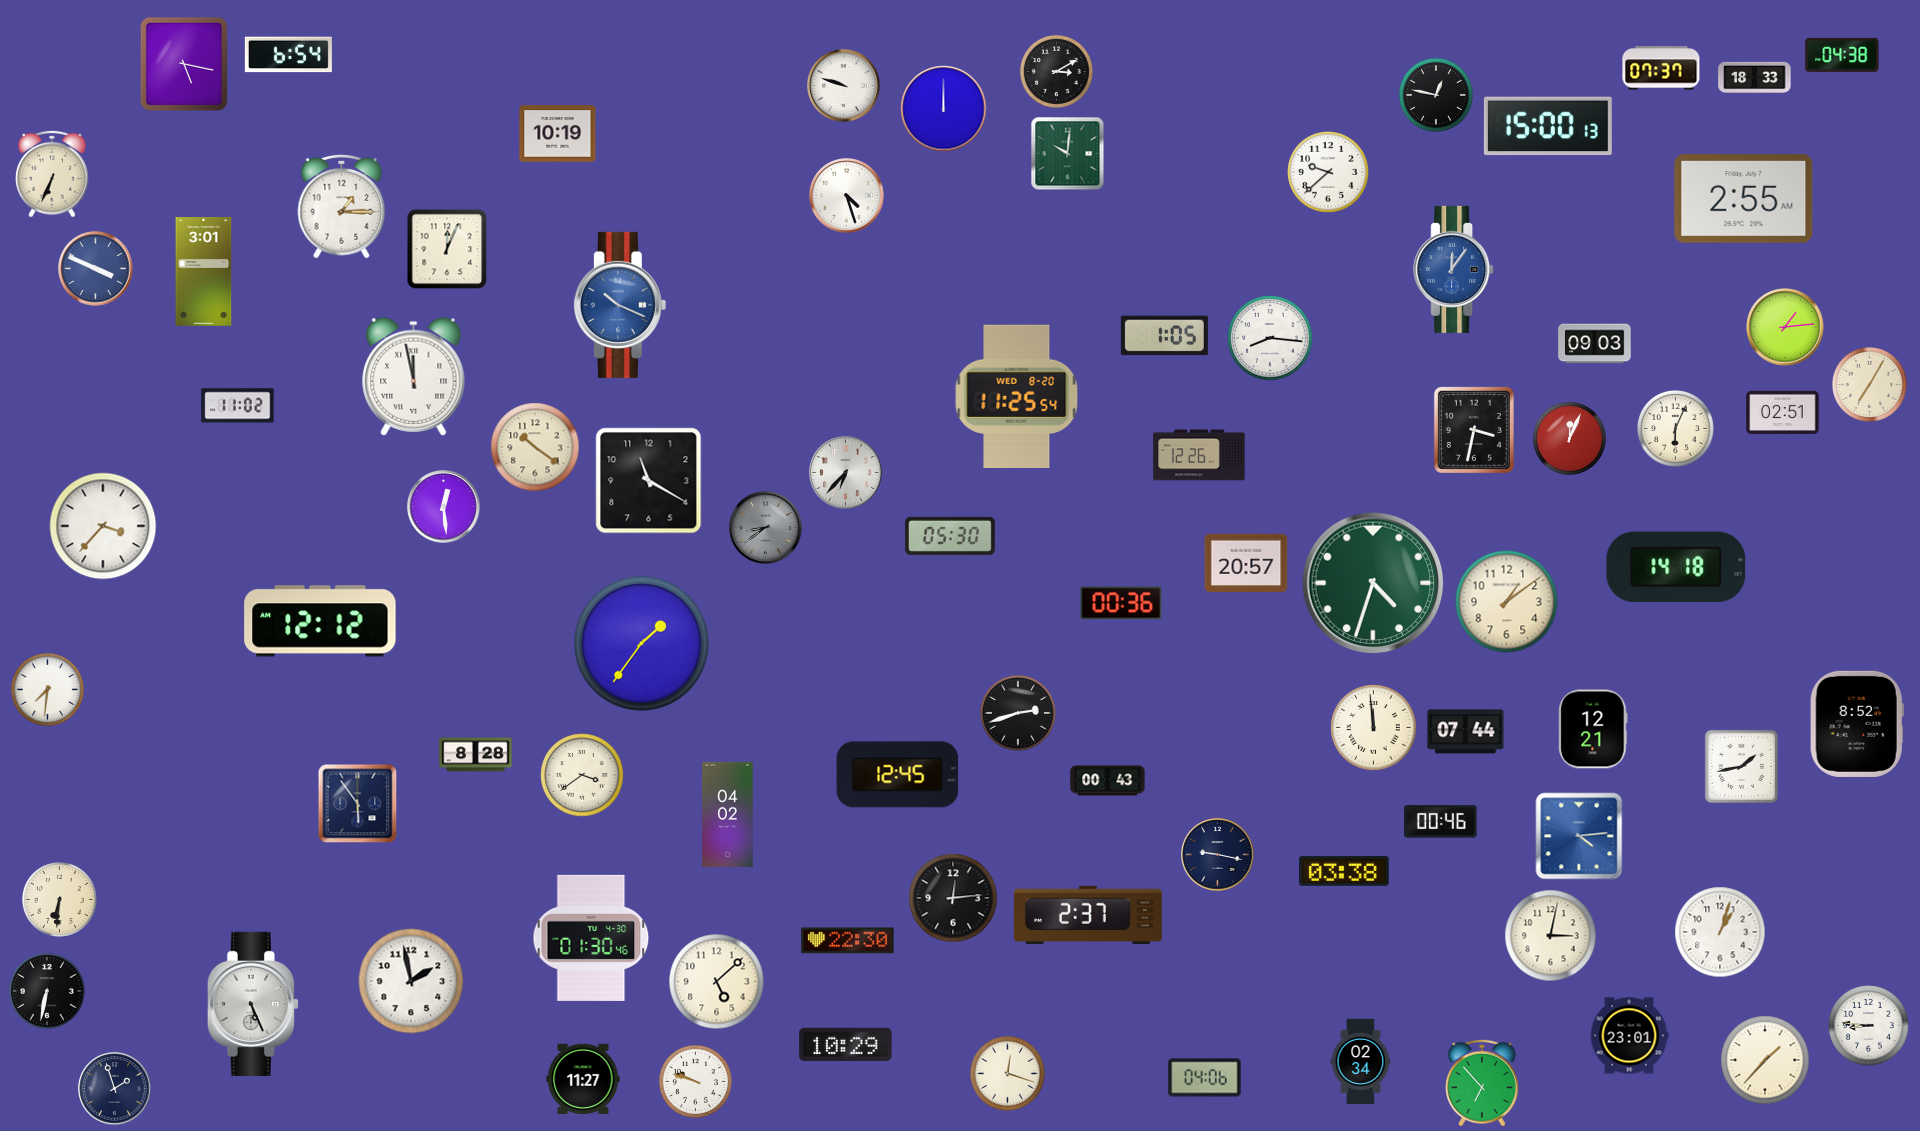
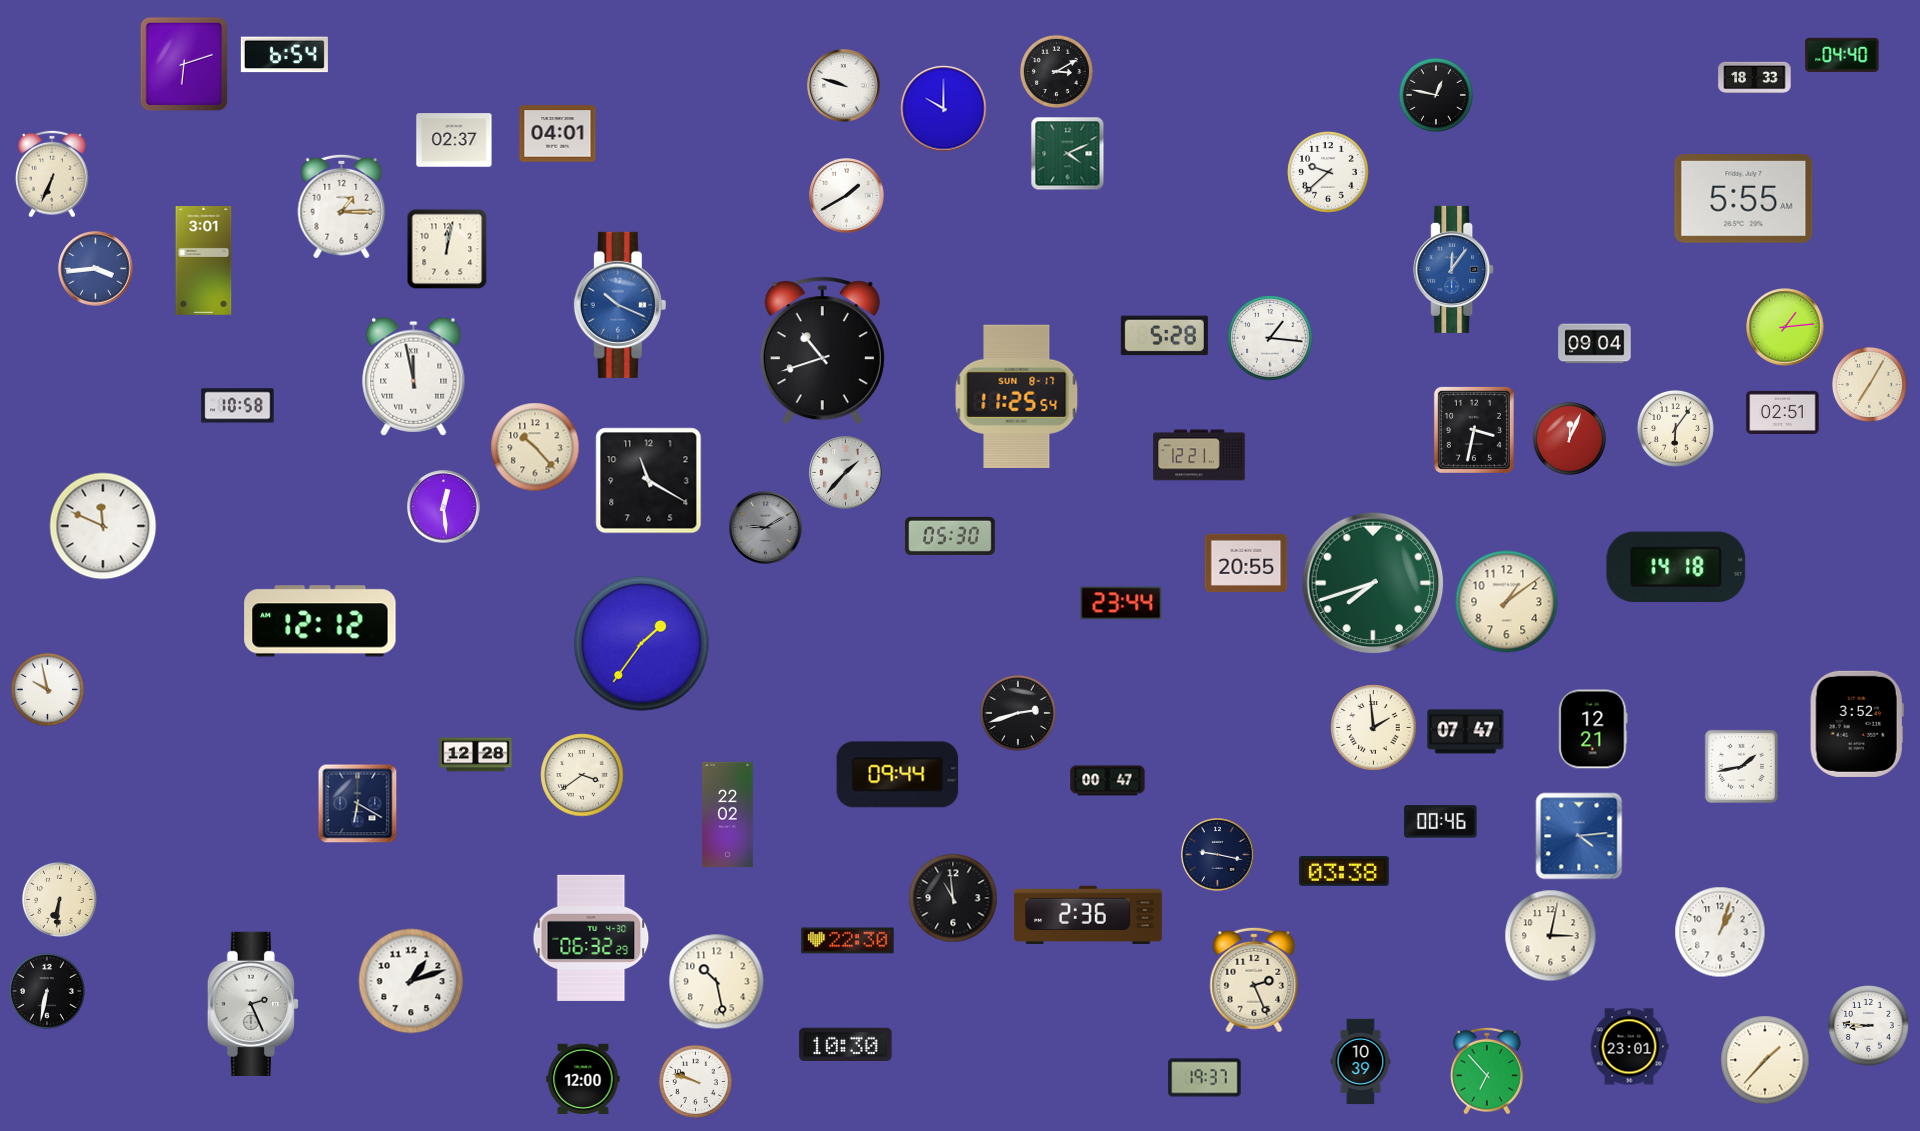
clock at (288, 55) position: (288, 55) -> (284, 55)
clock at (1842, 55): 04:38 -> 04:40
clock at (184, 64): 5:17 -> 6:12
clock at (1661, 68): 07:37 -> none
clock at (944, 109): 12:00 -> 10:00
clock at (1548, 126): 15:00 -> none
clock at (558, 134): 10:19 -> 04:01
clock at (454, 140): none -> 02:37
clock at (1068, 154): 10:01 -> 4:11
clock at (847, 196): 4:27 -> 1:40
clock at (1744, 199): 2:55 -> 5:55
clock at (447, 249): 12:04 -> 12:02
clock at (96, 269): 3:49 -> 3:44
clock at (204, 272) position: (204, 272) -> (204, 261)
clock at (1164, 336): 1:05 -> 5:28
clock at (1270, 338): 8:16 -> 1:16
clock at (1595, 344): 09:03 -> 09:04
clock at (822, 351): none -> 10:42
clock at (1017, 396) date: WED 8-20 -> SUN 8-17
clock at (238, 406): 11:02 -> 10:58
clock at (1675, 428): 6:04 -> 6:06
clock at (535, 447): 10:21 -> 10:23
clock at (1199, 455): 12:26 -> 12:21
clock at (846, 473): 6:37 -> 1:37
clock at (103, 526): 3:37 -> 11:49
clock at (766, 528): 8:39 -> 9:10
clock at (1246, 562): 20:57 -> 20:55
clock at (1373, 583): 4:33 -> 7:42
clock at (1121, 603): 00:36 -> 23:44
clock at (47, 689): 7:31 -> 9:58
clock at (1857, 724): 8:52 -> 3:52
clock at (1374, 728): 11:59 -> 1:59
clock at (1466, 732): 07:44 -> 07:47
clock at (476, 755): 8:28 -> 12:28
clock at (898, 775): 12:45 -> 09:44
clock at (1108, 781): 00:43 -> 00:47
clock at (358, 804): 5:54 -> 6:20
clock at (728, 815): 04:02 -> 22:02
clock at (953, 898): 12:14 -> 10:59
clock at (1088, 915): 2:37 -> 2:36
clock at (591, 938): 01:30 -> 06:32
clock at (1254, 980): none -> 2:26
clock at (411, 981): 1:58 -> 1:12
clock at (717, 982): 5:08 -> 10:28
clock at (253, 1004): 5:26 -> 2:26
clock at (1629, 1036) position: (1629, 1036) -> (1629, 1047)
clock at (846, 1045): 10:29 -> 10:30
clock at (1361, 1062): 02:34 -> 10:39
clock at (1007, 1073): 12:18 -> none
clock at (583, 1078): 11:27 -> 12:00
clock at (1205, 1078): 04:06 -> 19:37
clock at (1482, 1083) position: (1482, 1083) -> (1487, 1071)
clock at (115, 1089): 1:57 -> none
